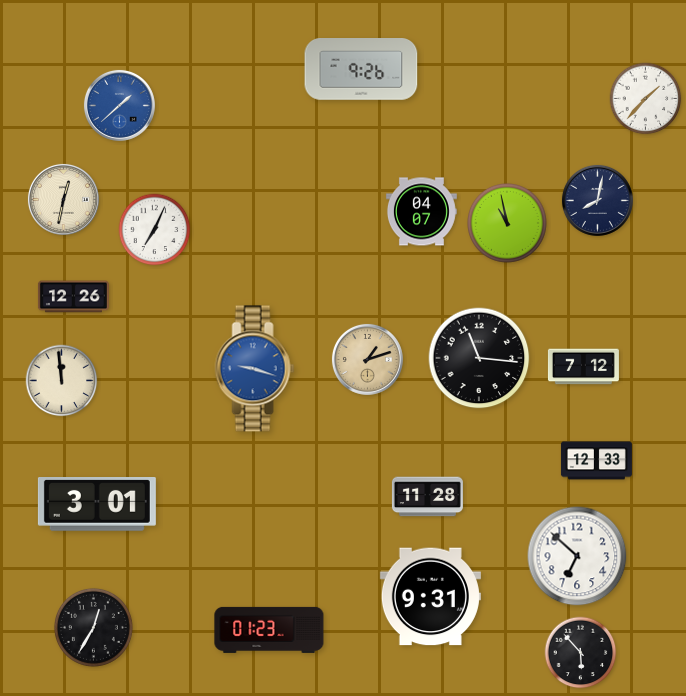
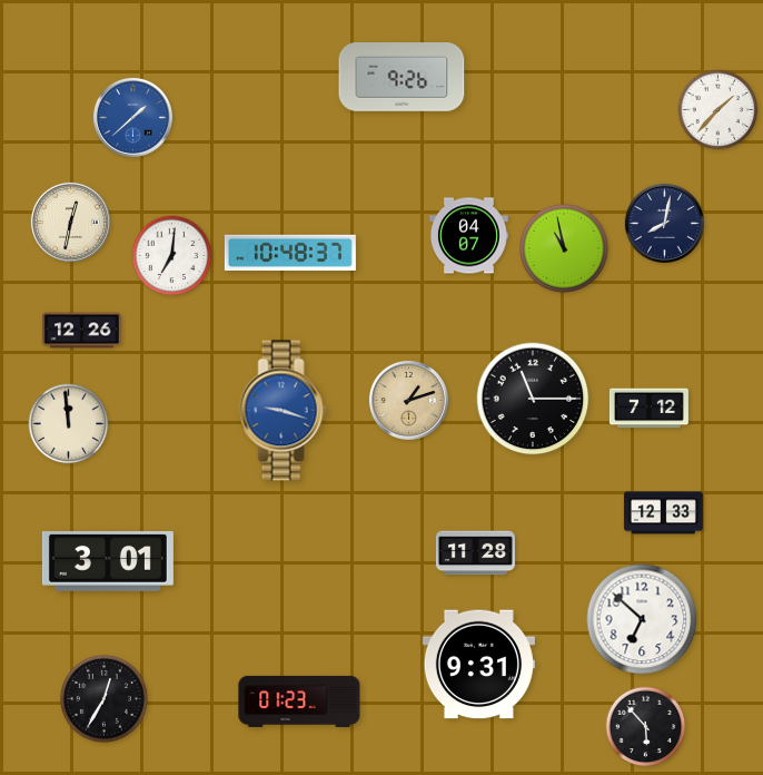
clock at (290, 252): none -> 10:48
clock at (155, 230): 7:04 -> 7:01
clock at (479, 358): 11:16 -> 11:15
